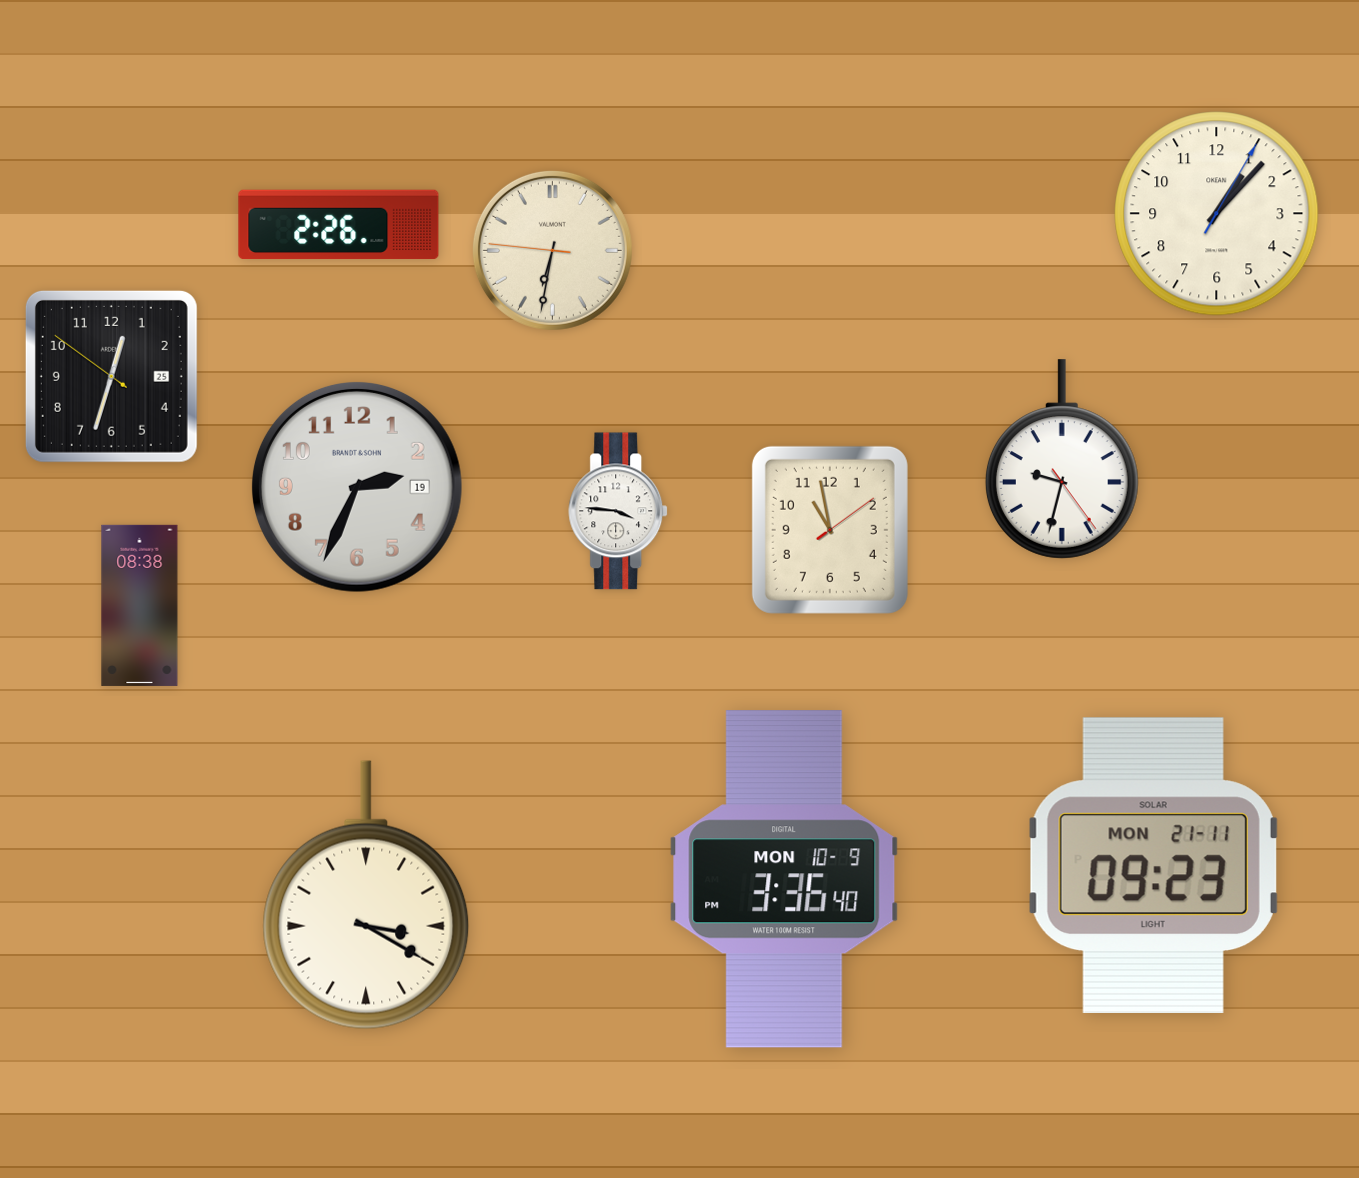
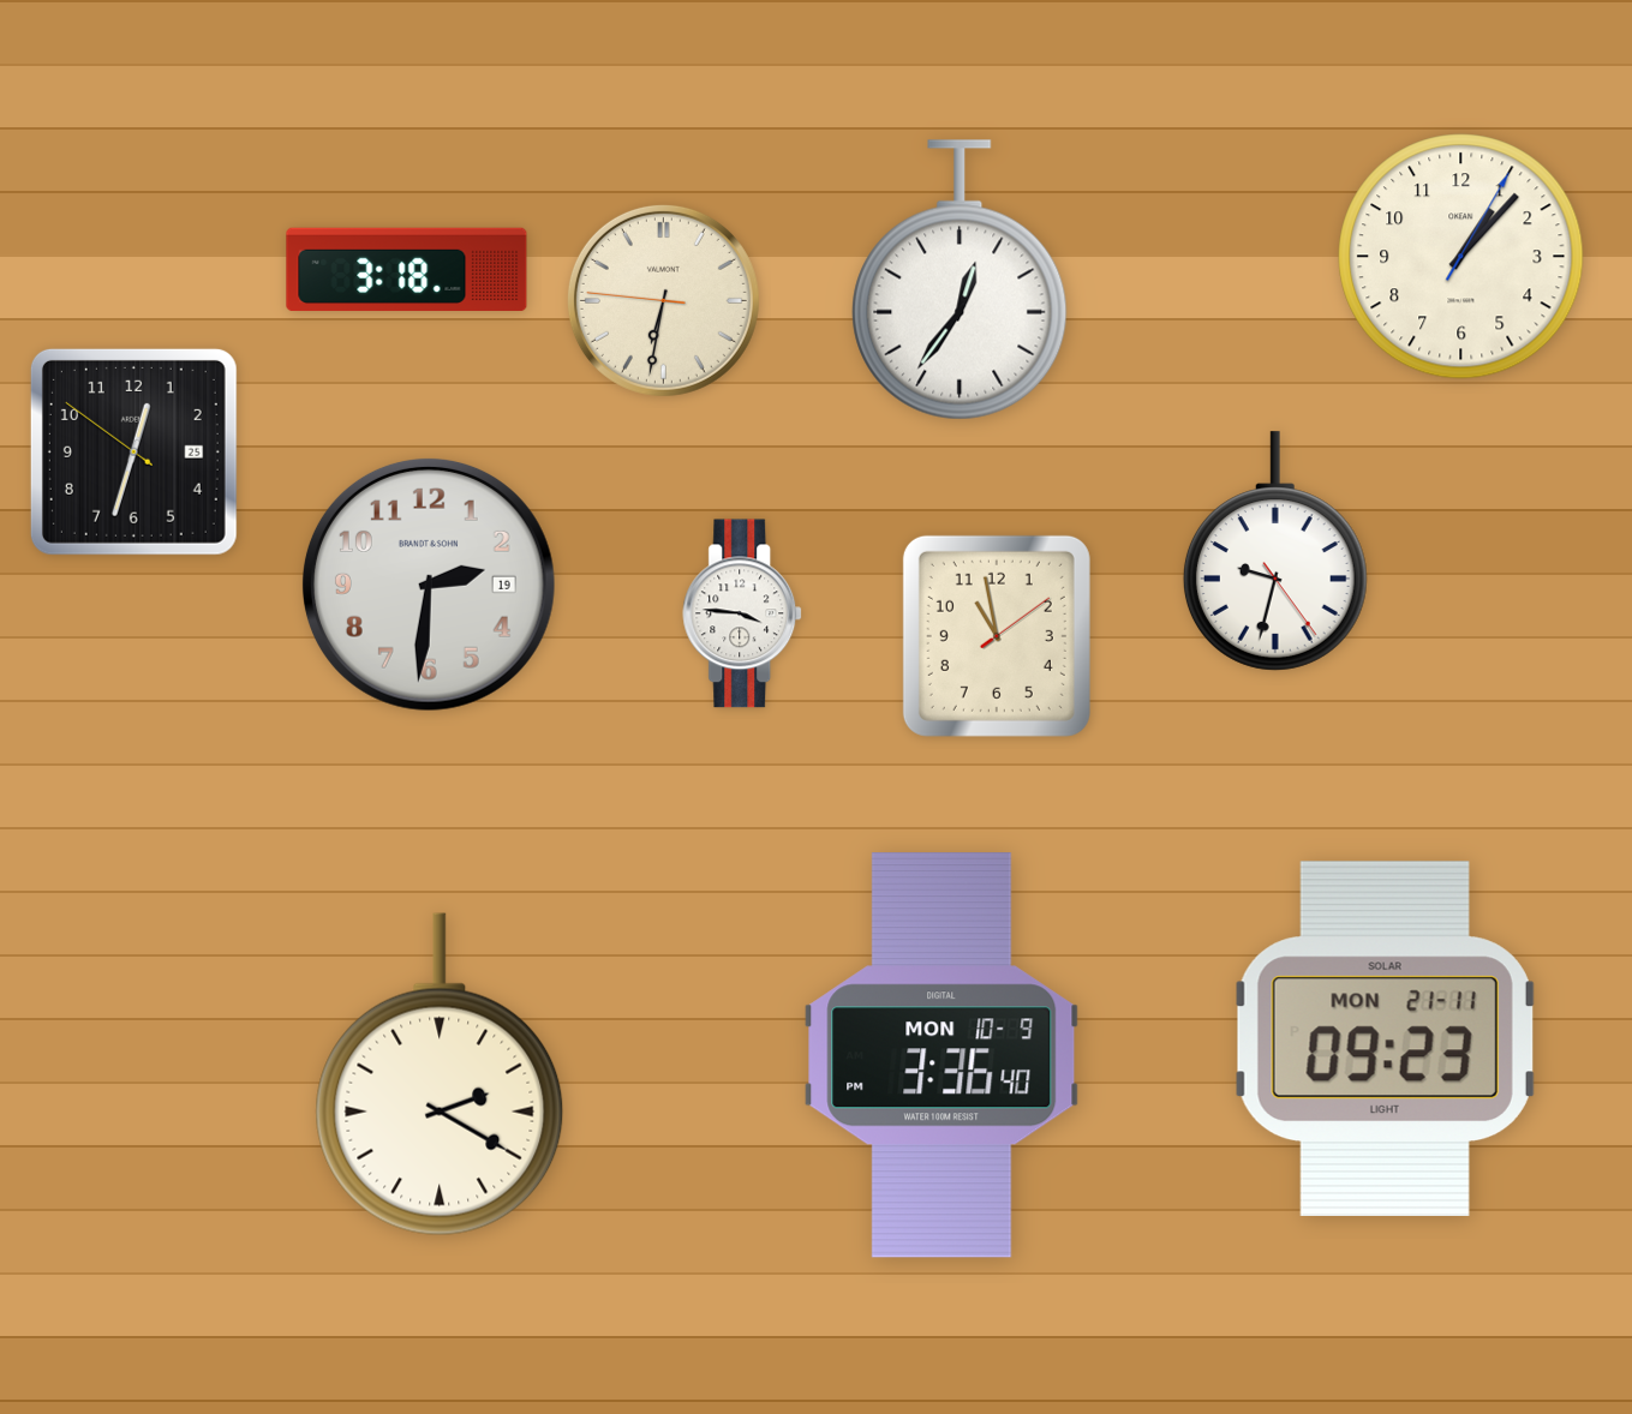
clock at (339, 225): 2:26 -> 3:18
clock at (960, 280): none -> 12:36
clock at (357, 487): 2:34 -> 2:31
clock at (140, 605): 08:38 -> none
clock at (366, 895): 3:20 -> 2:20
